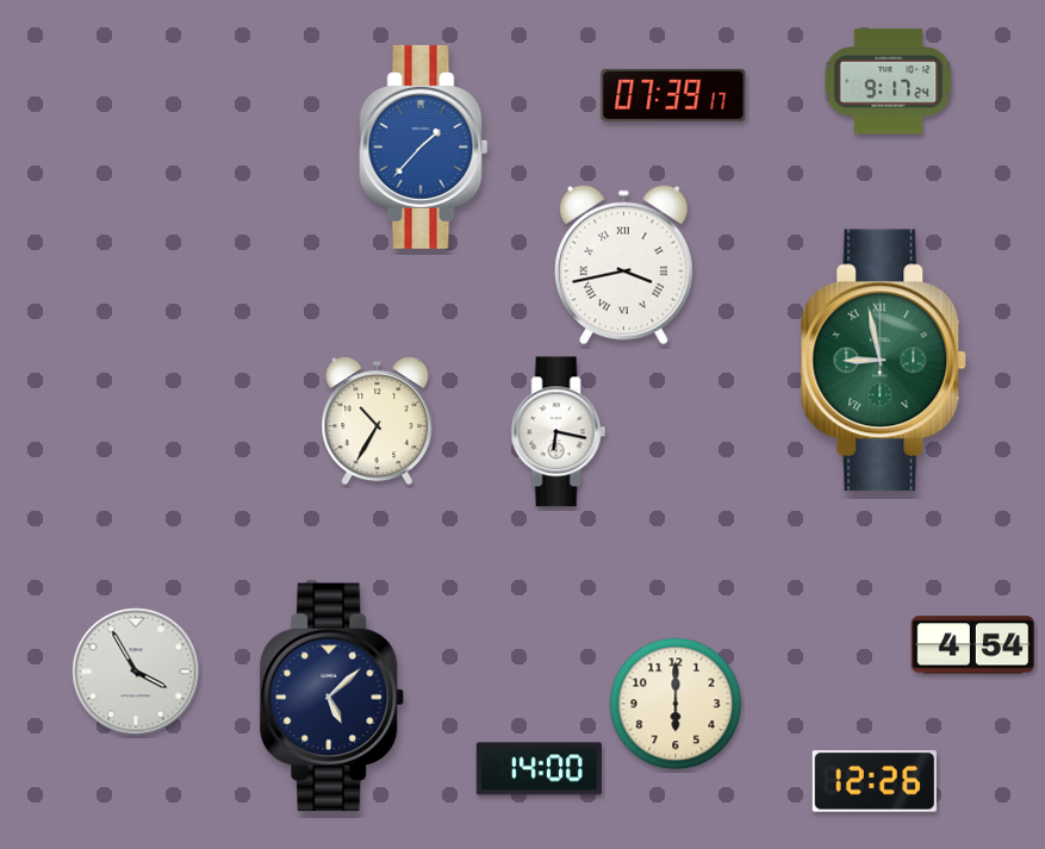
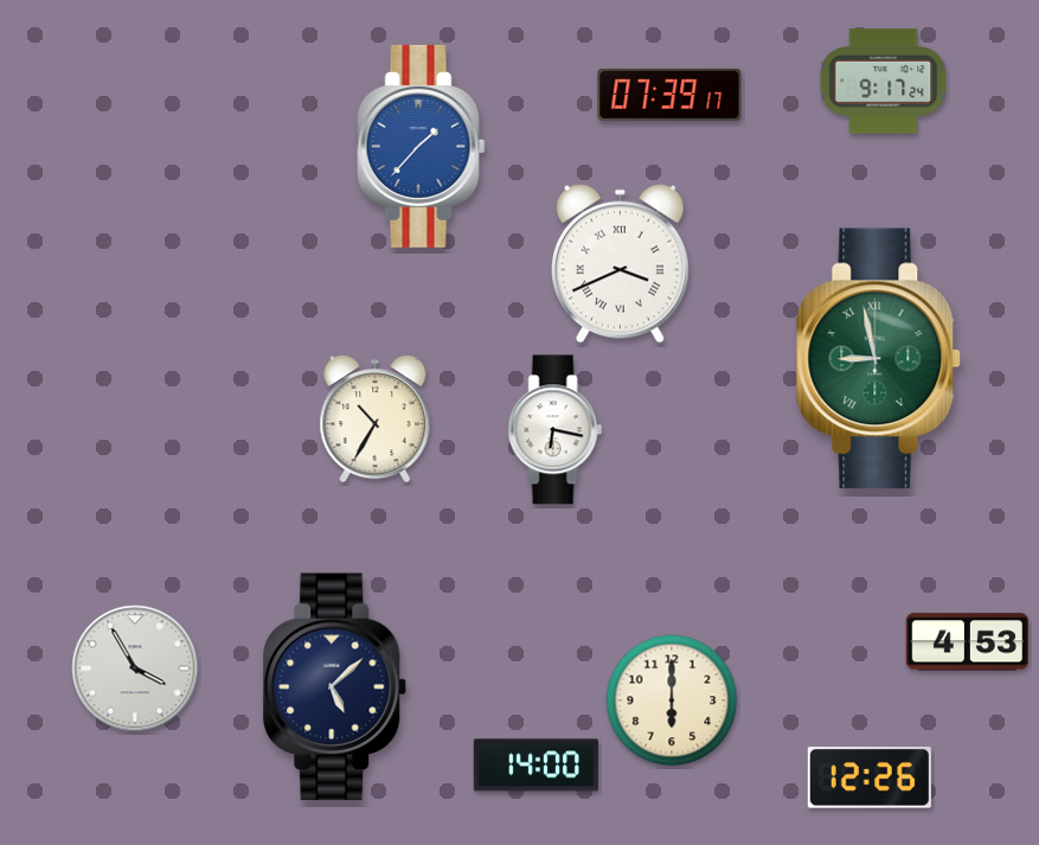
clock at (623, 264): 3:43 -> 3:41
clock at (972, 645): 4:54 -> 4:53
clock at (332, 698) position: (332, 698) -> (335, 687)
